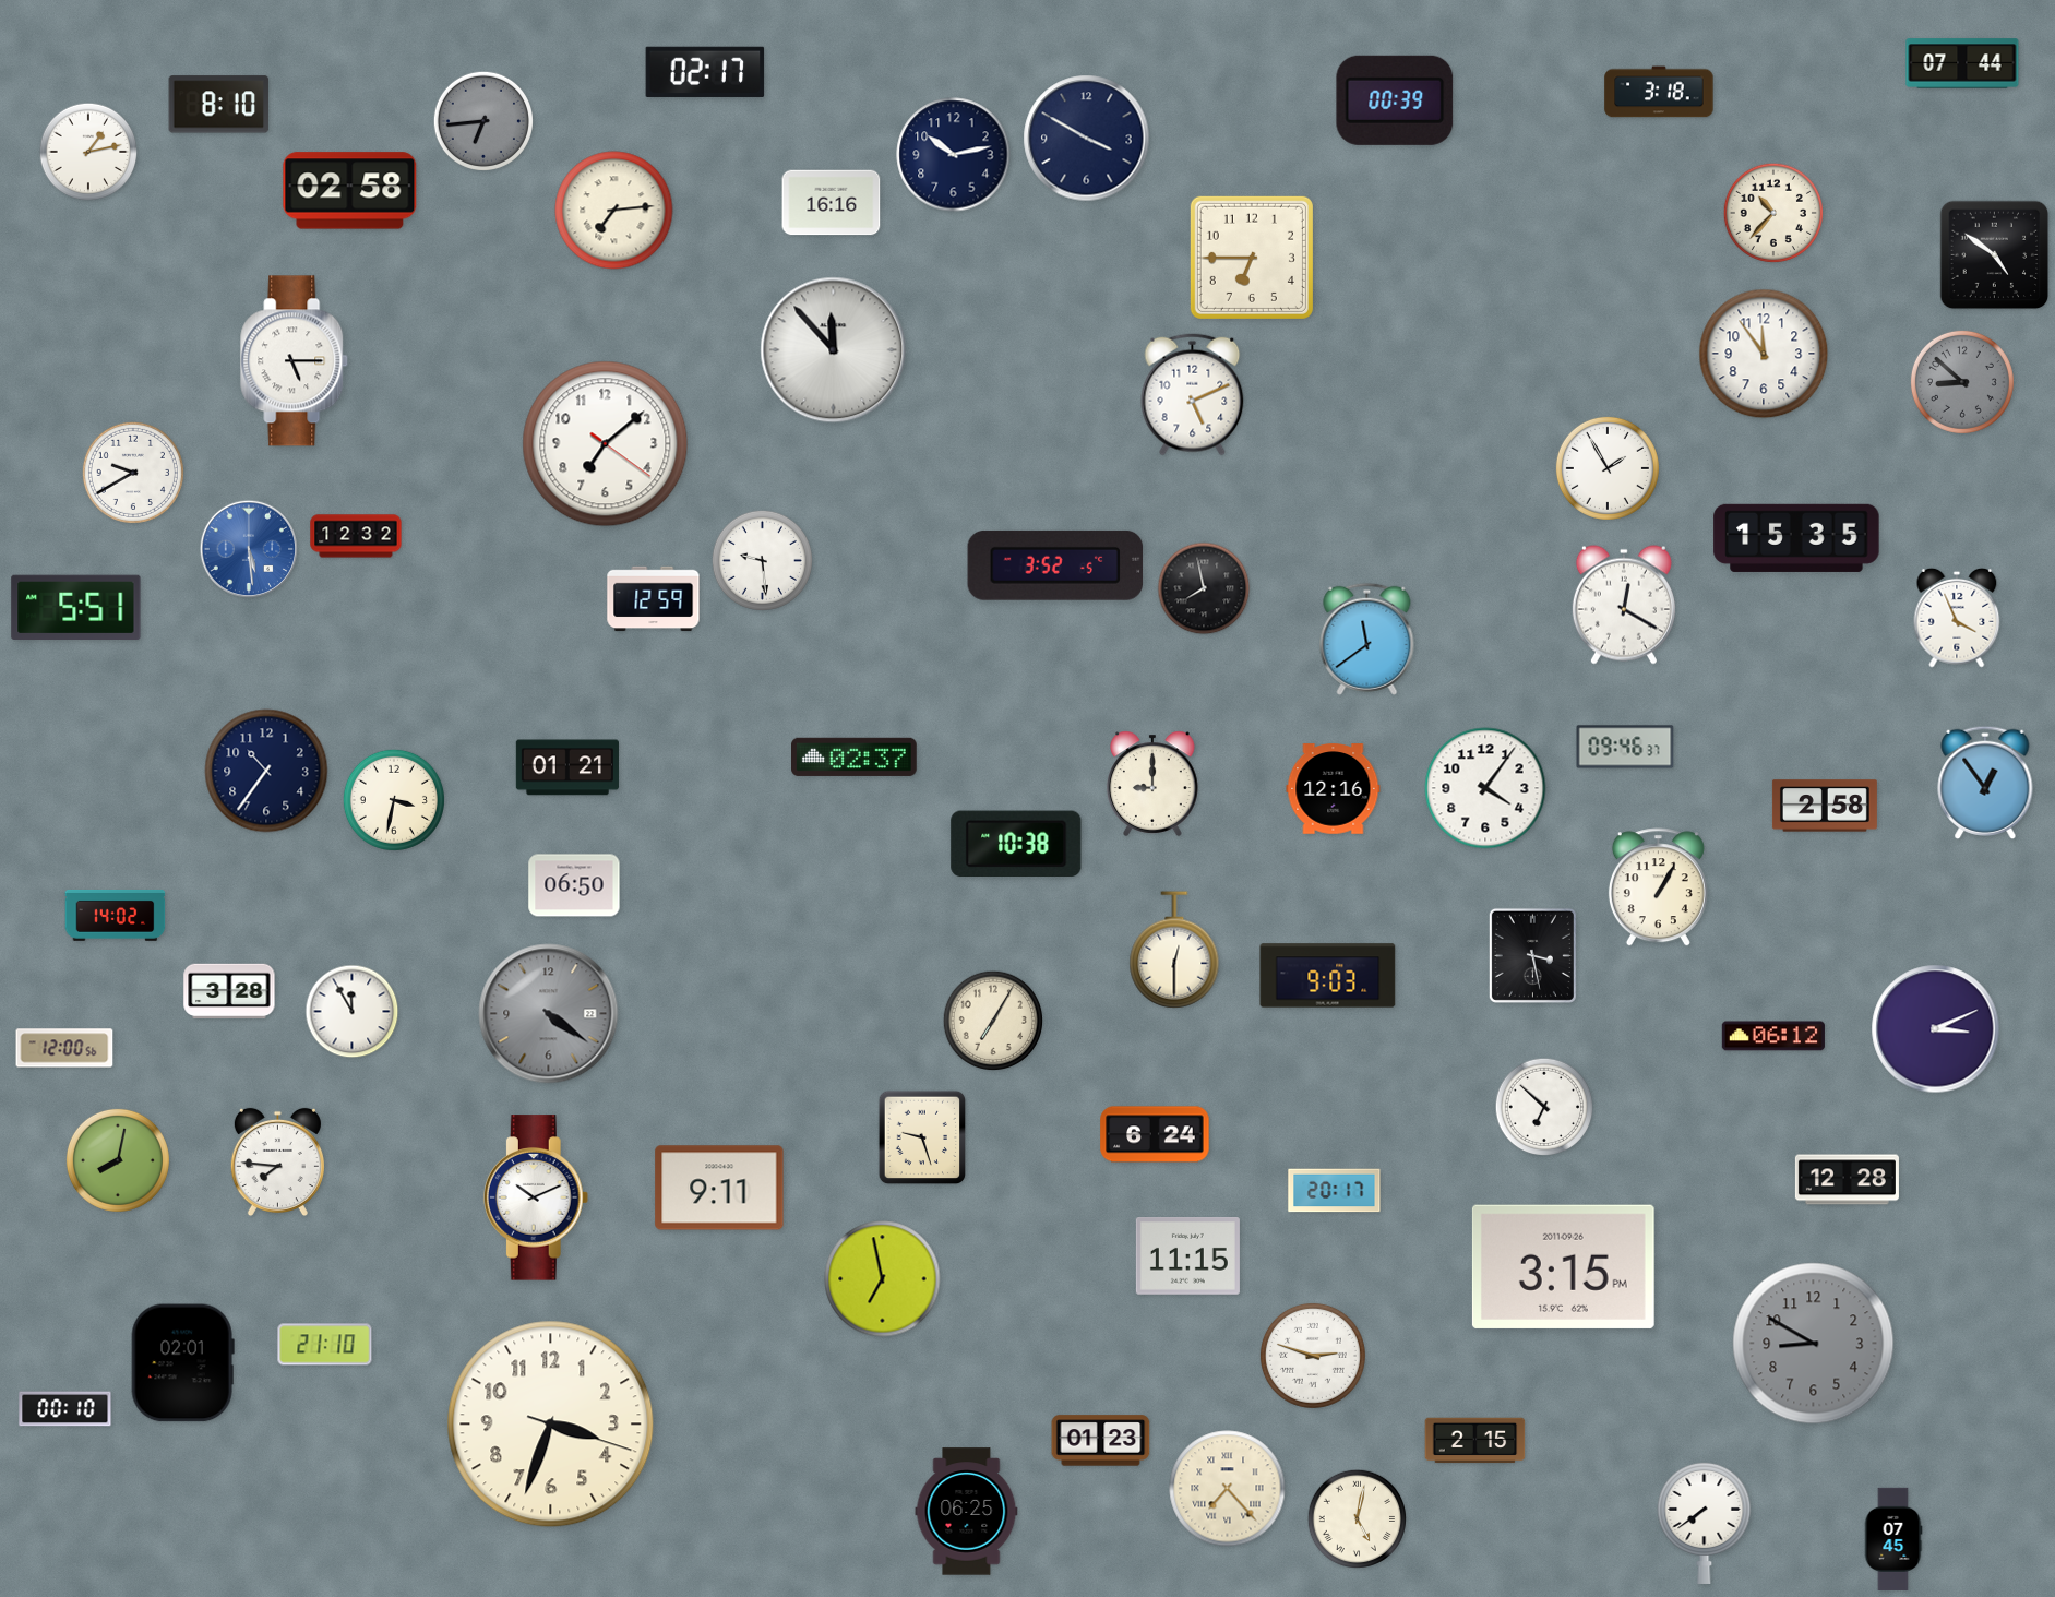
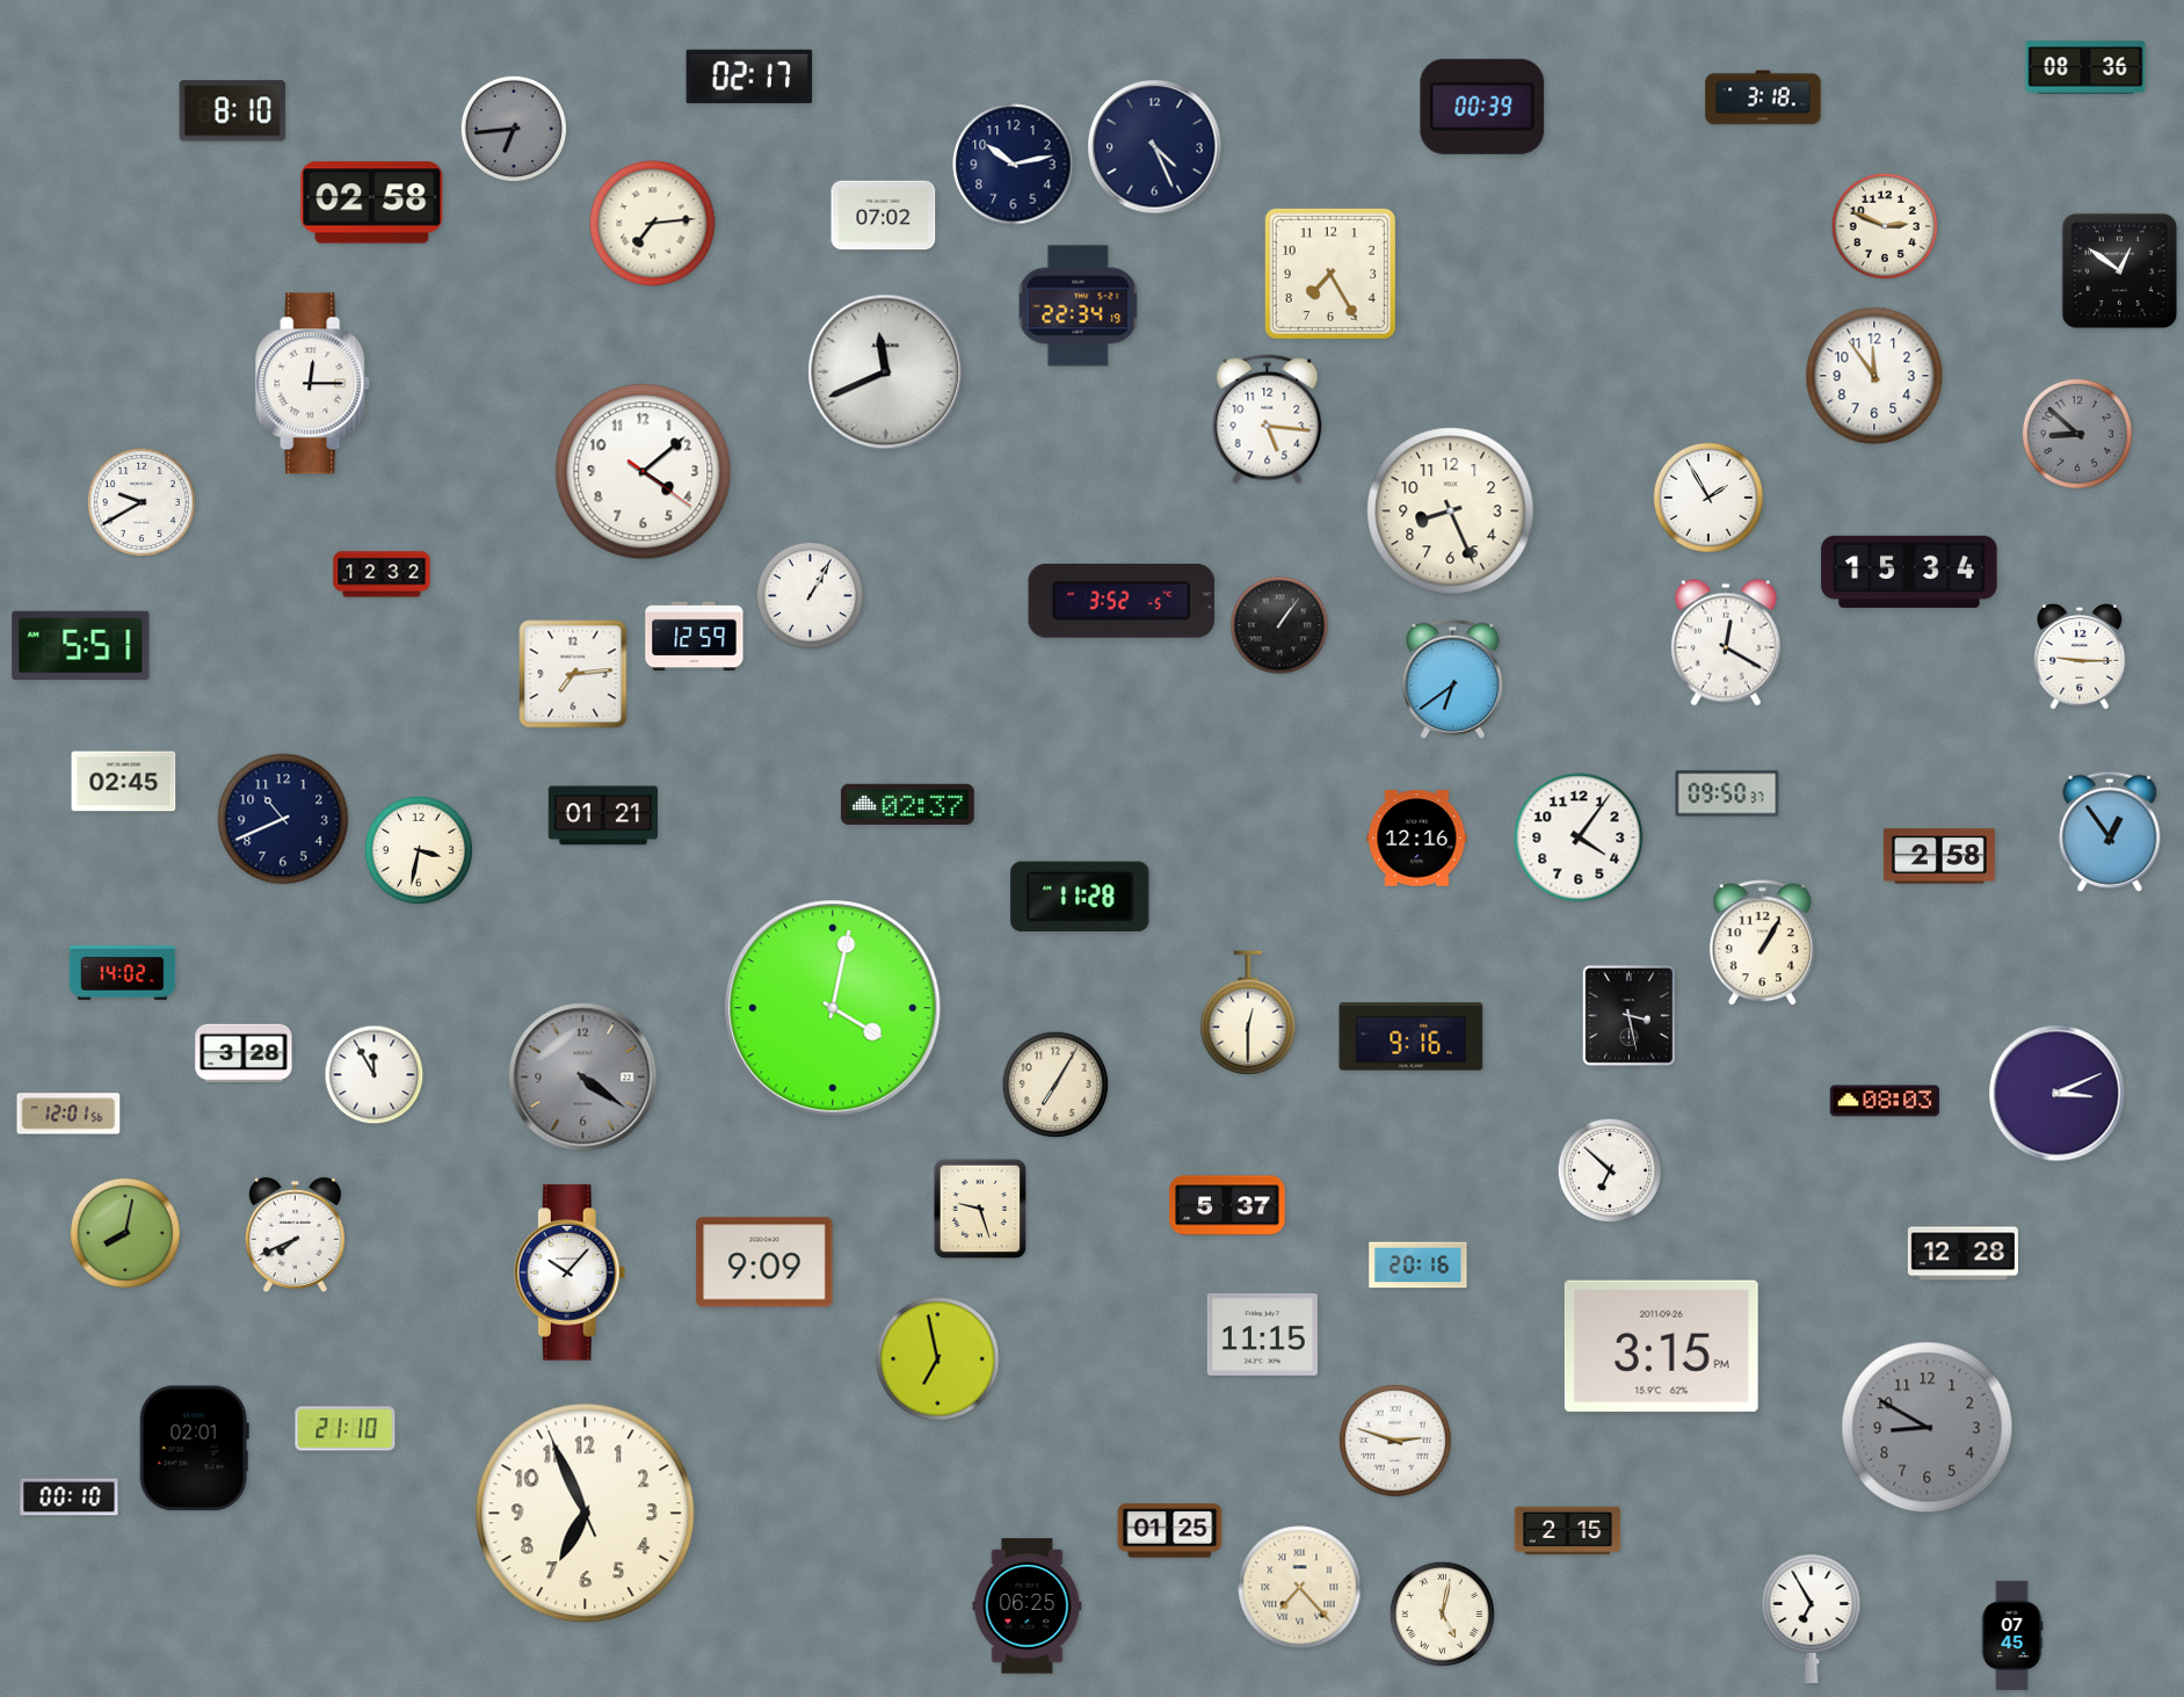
clock at (1962, 63): 07:44 -> 08:36
clock at (1087, 139): 3:50 -> 4:26
clock at (88, 152): 1:13 -> none
clock at (832, 203): 16:16 -> 07:02
clock at (1772, 212): 10:37 -> 2:49
clock at (1995, 255): 4:51 -> 12:51
clock at (1252, 258): 6:45 -> 7:25
clock at (1079, 306): none -> 22:34
clock at (834, 350): 11:53 -> 11:41
clock at (295, 361): 5:15 -> 12:15
clock at (1962, 382) position: (1962, 382) -> (2077, 434)
clock at (1193, 395): 5:11 -> 5:16
clock at (606, 444): 7:08 -> 4:08
clock at (1451, 512): none -> 8:26
clock at (356, 536) position: (356, 536) -> (382, 574)
clock at (1796, 538): 15:35 -> 15:34
clock at (249, 549): 5:29 -> none
clock at (762, 560): 9:29 -> 1:05
clock at (1204, 588): 7:58 -> 1:06
clock at (1957, 618): 3:56 -> 9:15
clock at (573, 674): none -> 7:14
clock at (1367, 639): 11:39 -> 6:39
clock at (124, 782): none -> 02:45
clock at (1625, 747): 09:46 -> 09:50
clock at (266, 771): 10:36 -> 10:41
clock at (1154, 784): 9:00 -> none
clock at (1016, 843): 10:38 -> 11:28
clock at (574, 885): 06:50 -> none
clock at (833, 1008): none -> 4:02
clock at (1174, 950) position: (1174, 950) -> (1248, 1013)
clock at (1328, 976): 9:03 -> 9:16
clock at (1773, 1036): 06:12 -> 08:03
clock at (64, 1048): 12:00 -> 12:01
clock at (1544, 1107) position: (1544, 1107) -> (1610, 1170)
clock at (1155, 1134): 6:24 -> 5:37
clock at (277, 1163): 7:46 -> 7:41
clock at (719, 1188): 9:11 -> 9:09
clock at (1335, 1191): 20:17 -> 20:16
clock at (536, 1197): 10:11 -> 10:07
clock at (551, 1425): 3:33 -> 6:55
clock at (1101, 1441): 01:23 -> 01:25
clock at (1228, 1489) position: (1228, 1489) -> (1300, 1588)
clock at (1705, 1523): 7:39 -> 6:55
